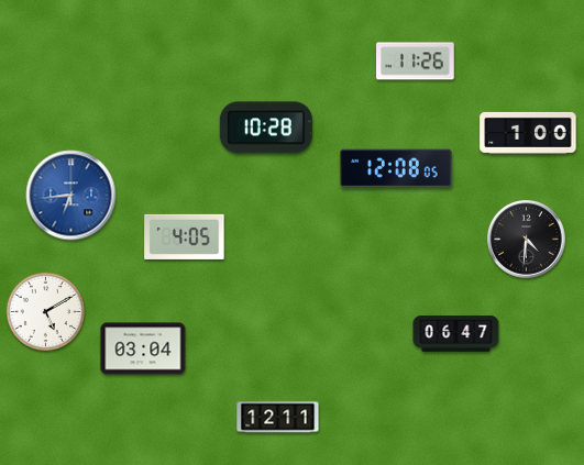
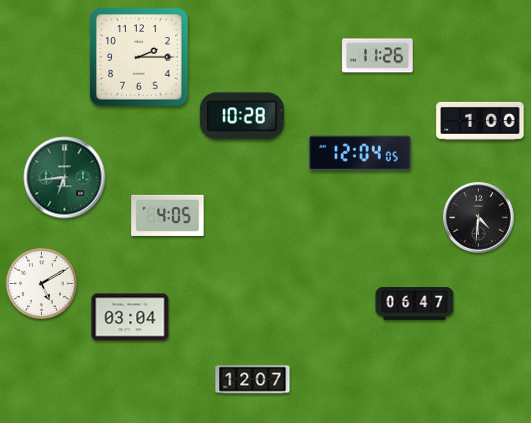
clock at (139, 57): none -> 2:15
clock at (396, 168): 12:08 -> 12:04
clock at (71, 196) dial: blue -> green
clock at (278, 418): 12:11 -> 12:07
